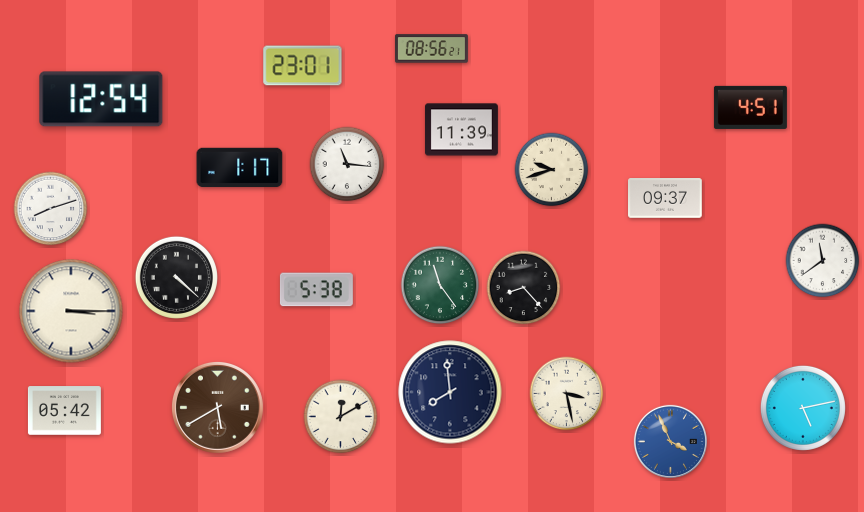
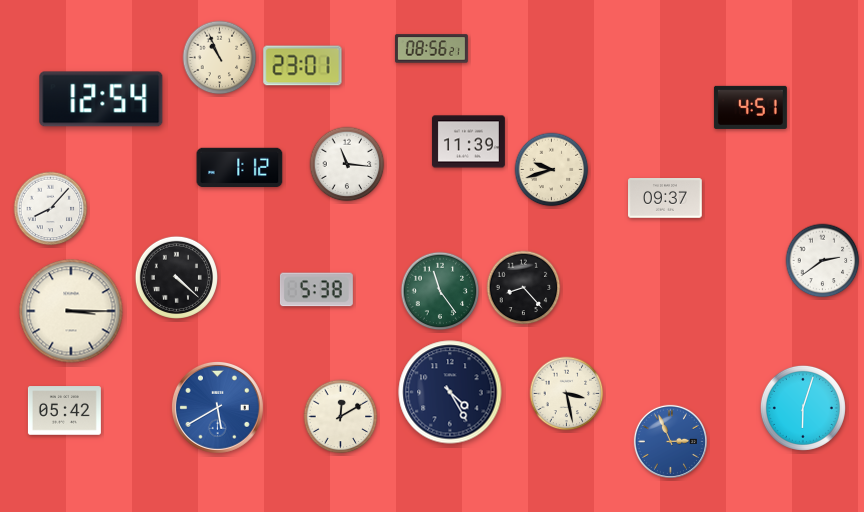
clock at (220, 58): none -> 10:56
clock at (461, 130) position: (461, 130) -> (468, 142)
clock at (240, 168): 1:17 -> 1:12
clock at (51, 209): 8:12 -> 8:07
clock at (823, 261): 11:39 -> 2:39
clock at (440, 285) position: (440, 285) -> (440, 291)
clock at (450, 392): 7:59 -> 4:25
clock at (217, 407) dial: brown -> blue
clock at (803, 408): 5:13 -> 6:03
clock at (670, 441): 3:56 -> 2:56
